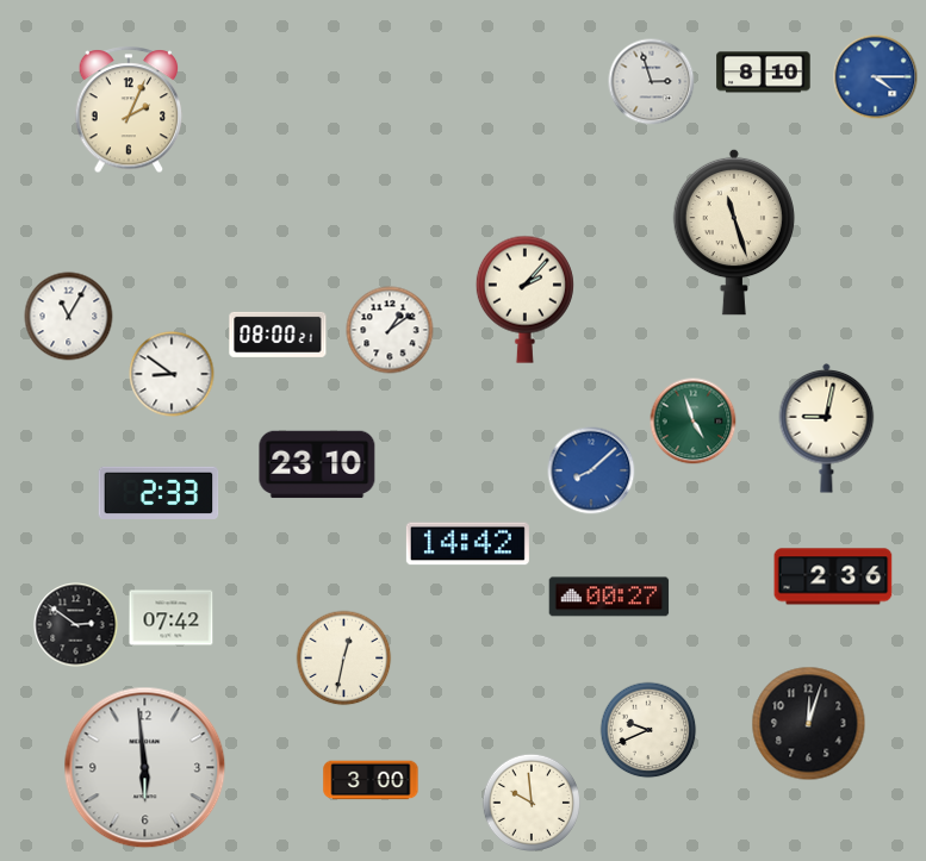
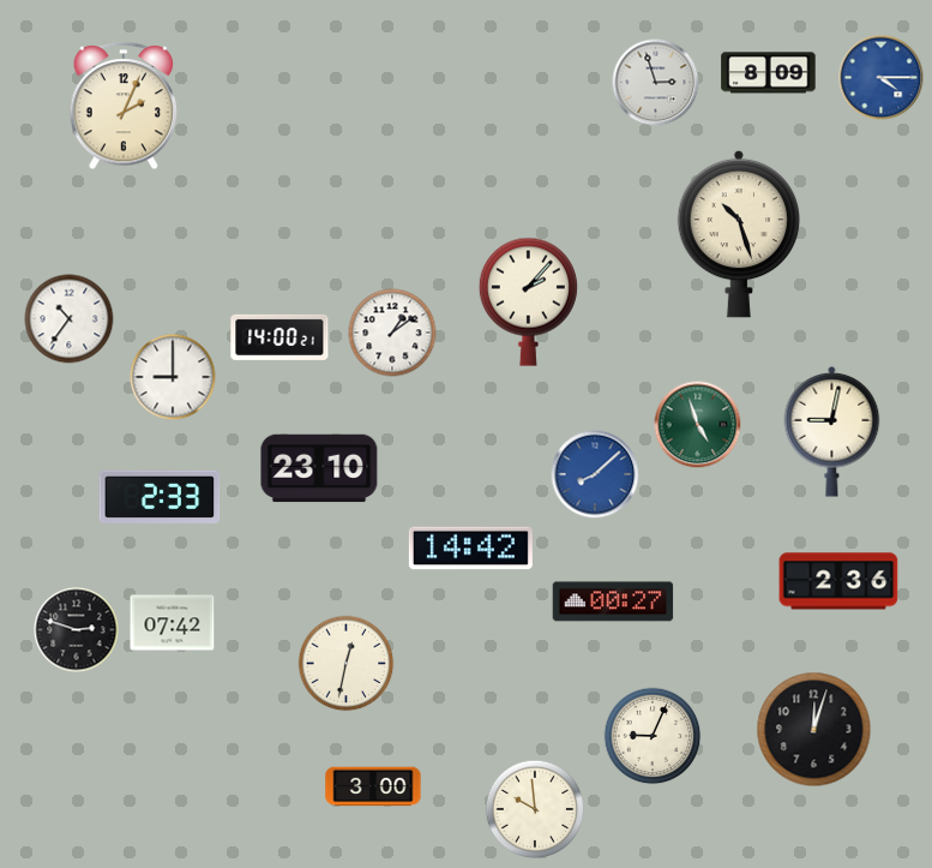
clock at (764, 73): 8:10 -> 8:09
clock at (129, 111) position: (129, 111) -> (124, 107)
clock at (734, 232): 11:27 -> 10:27
clock at (69, 317): 11:05 -> 10:36
clock at (278, 335): 08:00 -> 14:00
clock at (172, 374): 8:51 -> 9:00
clock at (76, 625): 2:51 -> 2:48
clock at (648, 730): 9:41 -> 9:04
clock at (145, 768): 5:59 -> none
